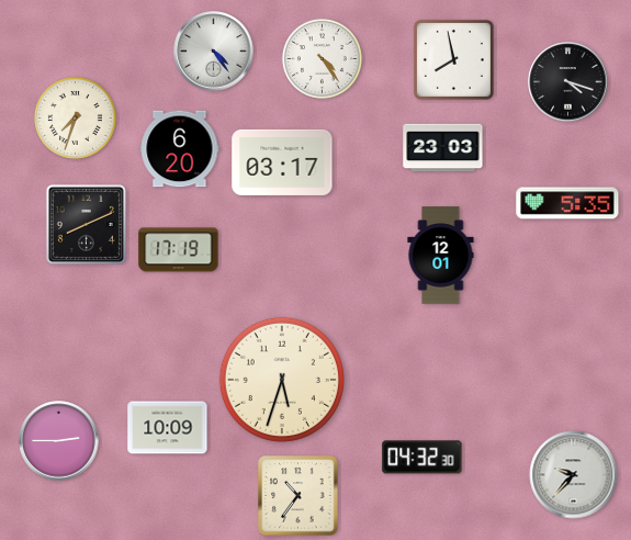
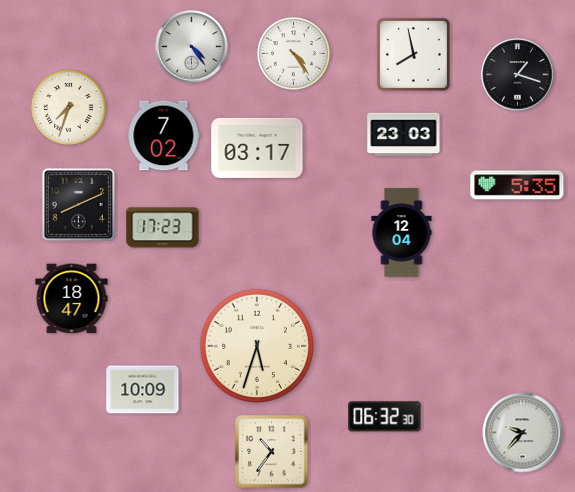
clock at (214, 52) position: (214, 52) -> (192, 47)
clock at (568, 82): 4:18 -> 1:18
clock at (180, 149): 6:20 -> 7:02
clock at (179, 250): 17:19 -> 17:23
clock at (441, 256): 12:01 -> 12:04
clock at (72, 299): none -> 18:47
clock at (168, 428) position: (168, 428) -> (143, 390)
clock at (59, 441): 2:45 -> none
clock at (422, 458): 04:32 -> 06:32
